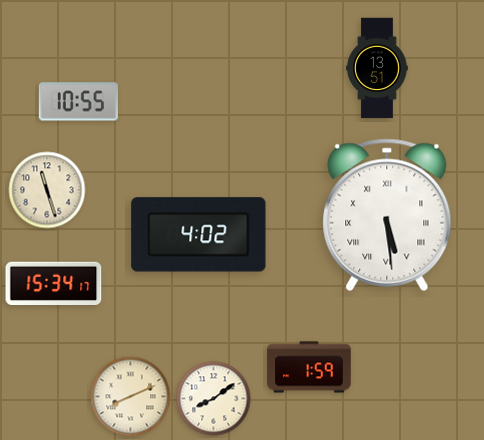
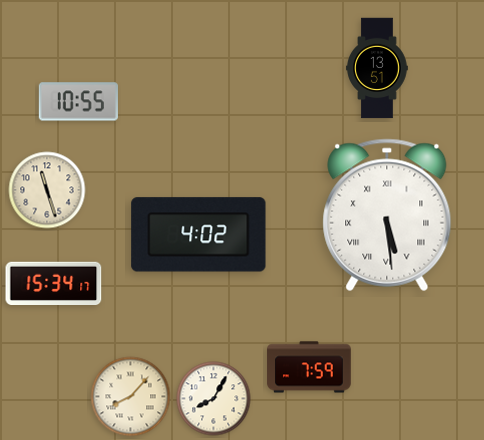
clock at (309, 367): 1:59 -> 7:59
clock at (131, 397): 8:11 -> 8:07
clock at (214, 399): 8:09 -> 8:05
